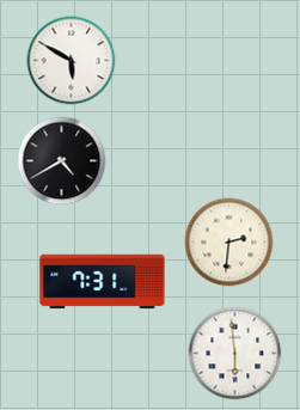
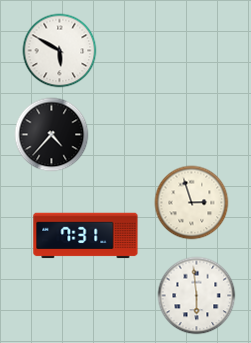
clock at (62, 161): 4:40 -> 4:37
clock at (229, 243): 2:31 -> 2:57
